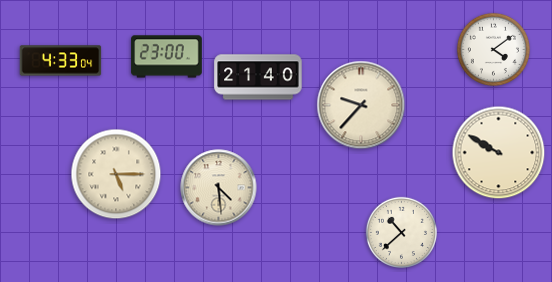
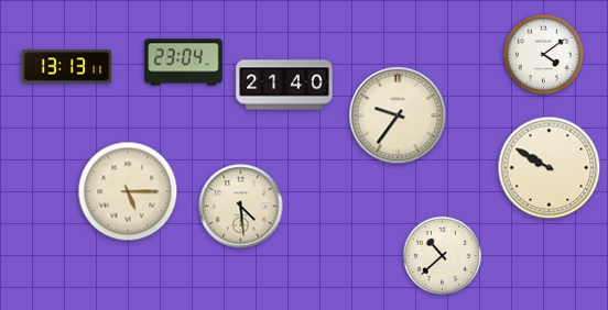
clock at (167, 57): 23:00 -> 23:04
clock at (61, 61): 4:33 -> 13:13
clock at (361, 105): 9:37 -> 9:36
